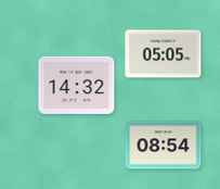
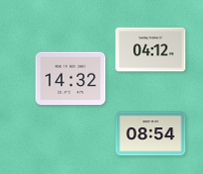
clock at (164, 54): 05:05 -> 04:12
